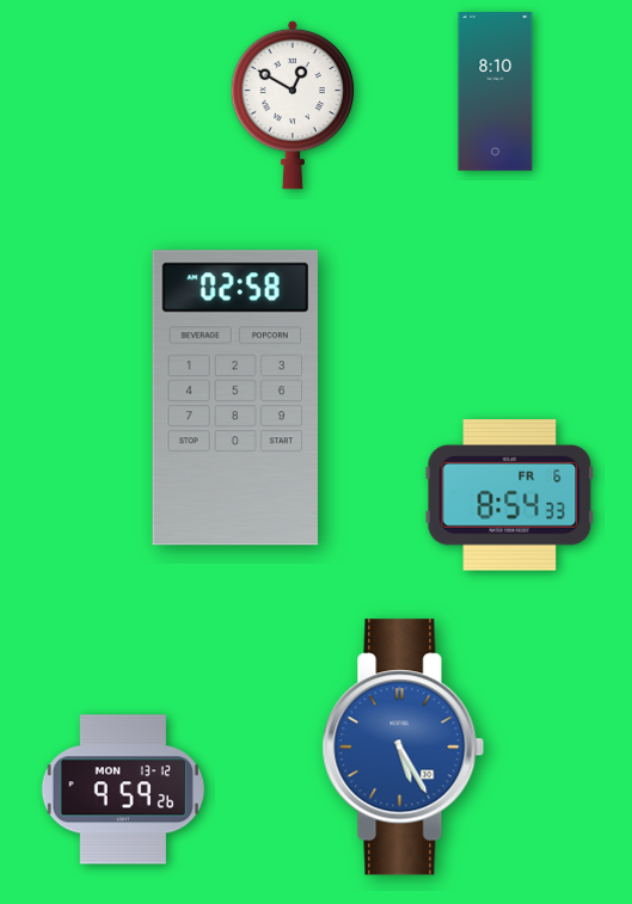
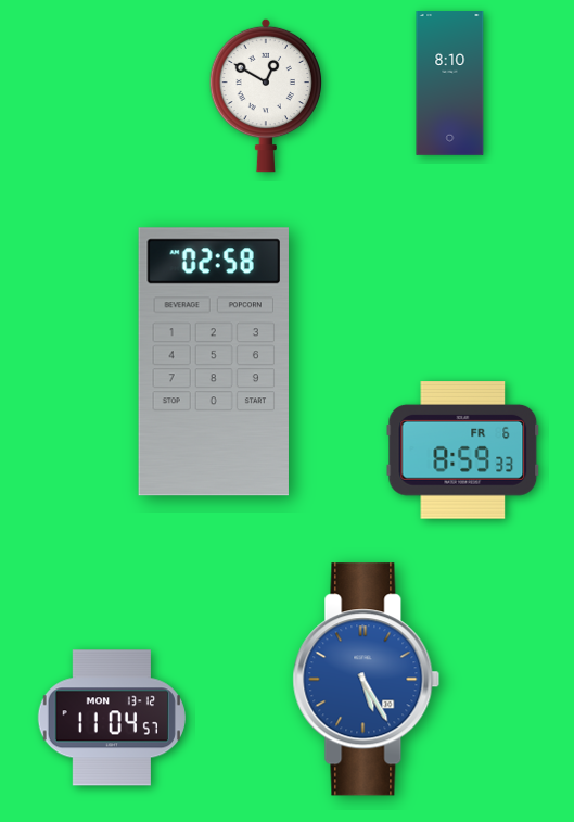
clock at (510, 496): 8:54 -> 8:59
clock at (123, 789): 9:59 -> 11:04
